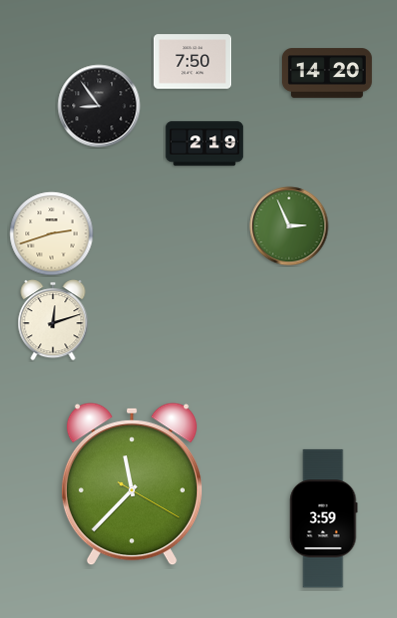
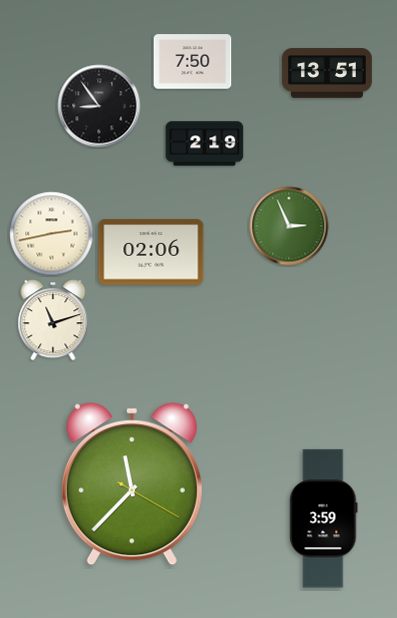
clock at (327, 73): 14:20 -> 13:51
clock at (52, 234): 2:42 -> 2:43
clock at (151, 252): none -> 02:06
clock at (53, 320): 12:12 -> 11:12
